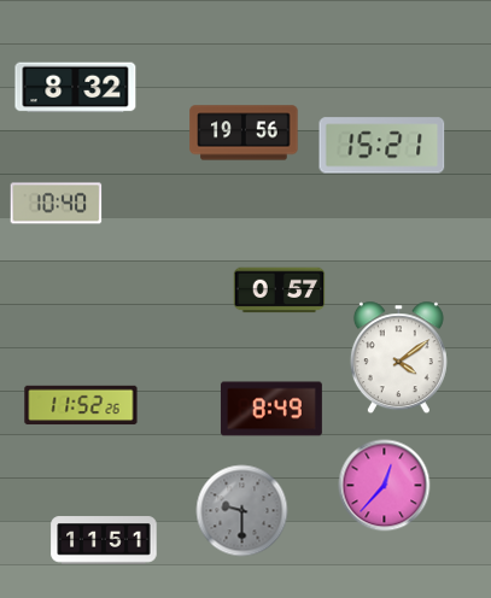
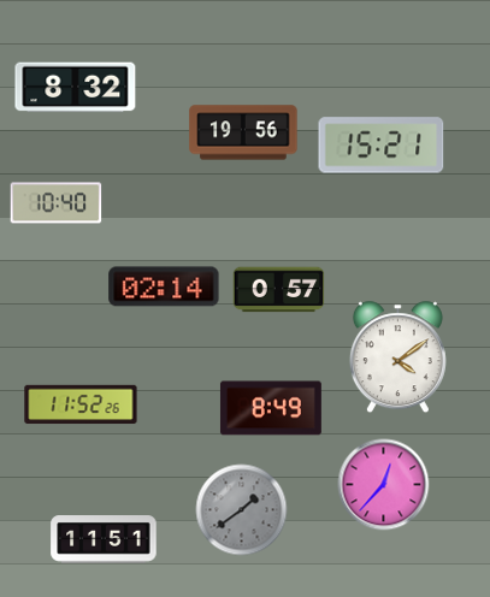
clock at (164, 286): none -> 02:14
clock at (242, 511): 9:30 -> 1:39
